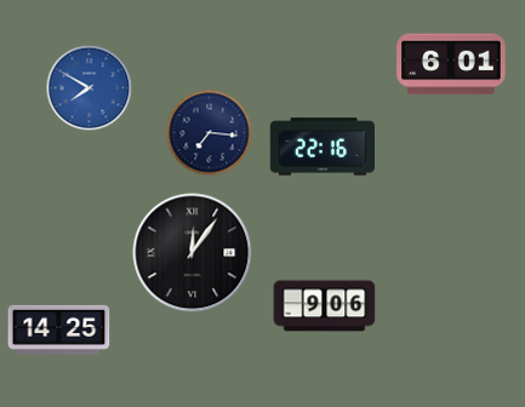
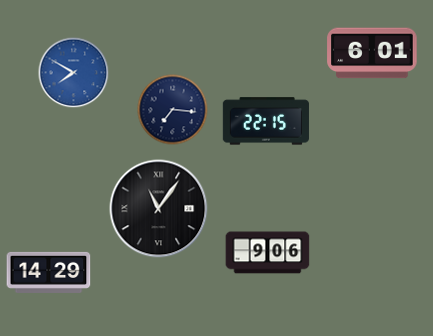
clock at (323, 147): 22:16 -> 22:15
clock at (193, 253): 12:06 -> 11:06
clock at (59, 329): 14:25 -> 14:29
